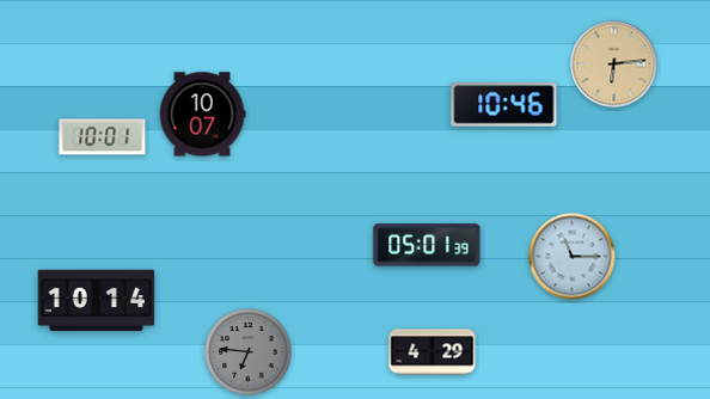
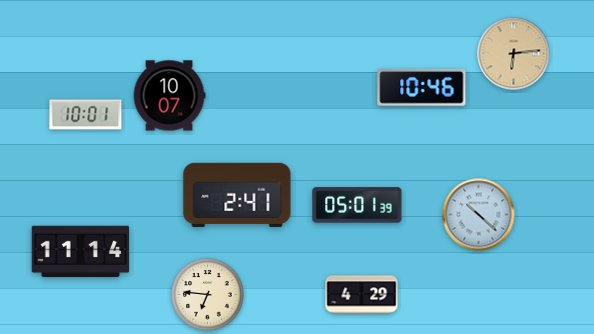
clock at (237, 195): none -> 2:41
clock at (573, 257): 11:15 -> 10:22
clock at (97, 301): 10:14 -> 11:14
clock at (249, 352) dial: grey -> cream
